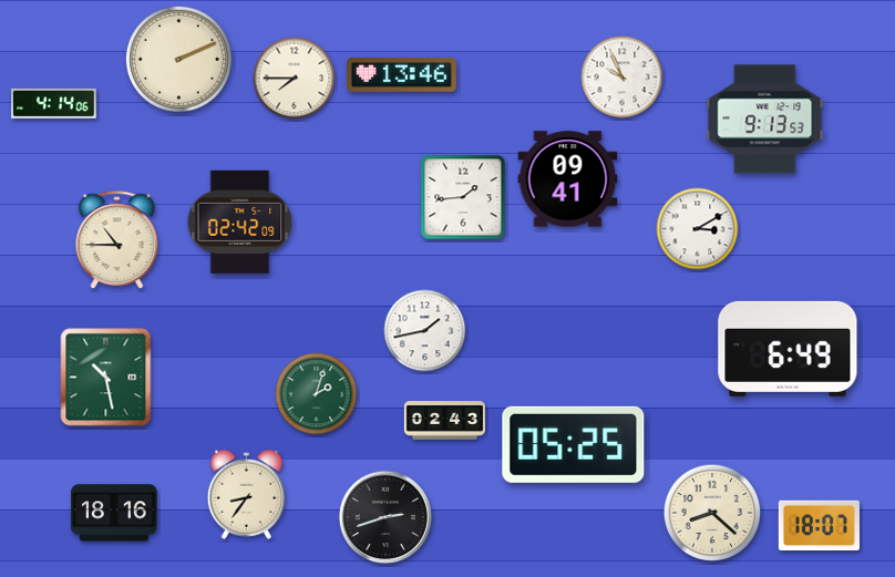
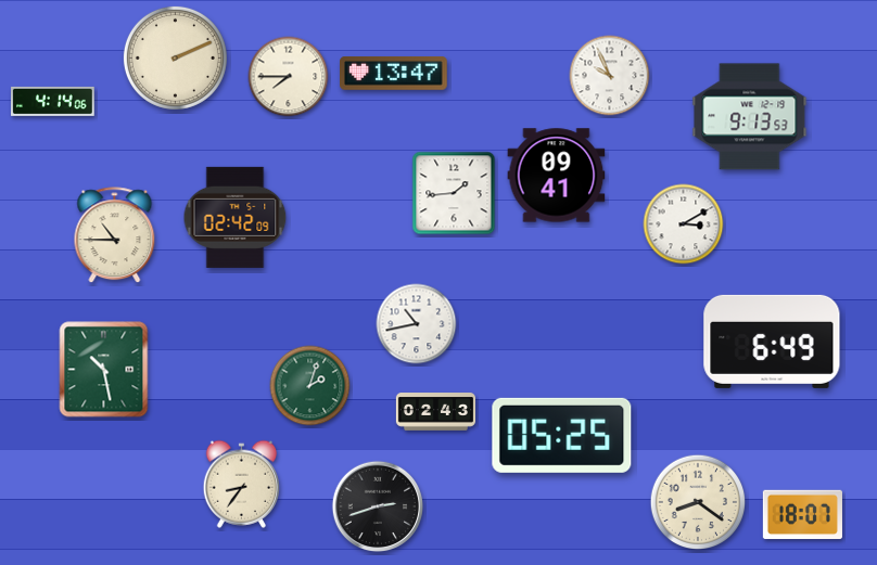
clock at (402, 75): 13:46 -> 13:47
clock at (425, 331): 1:43 -> 10:43
clock at (114, 513): 18:16 -> none
clock at (712, 513): 8:22 -> 8:21
